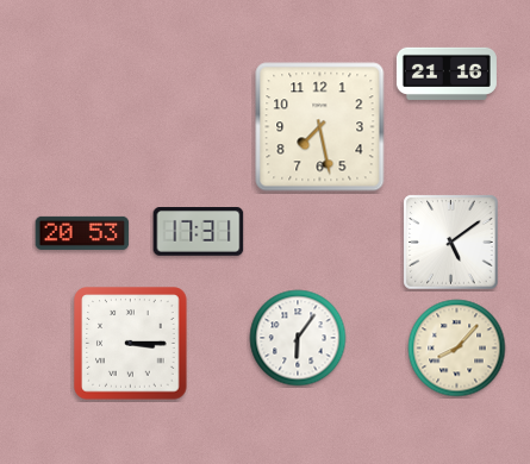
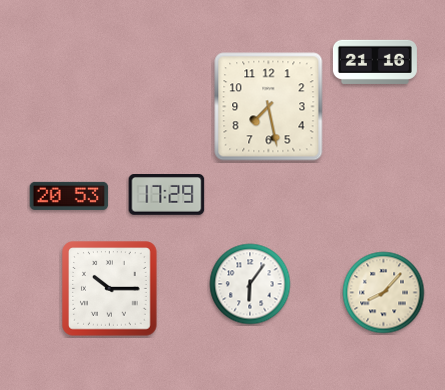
clock at (199, 232): 17:31 -> 17:29
clock at (451, 243): 5:09 -> none
clock at (131, 344): 3:15 -> 10:15
